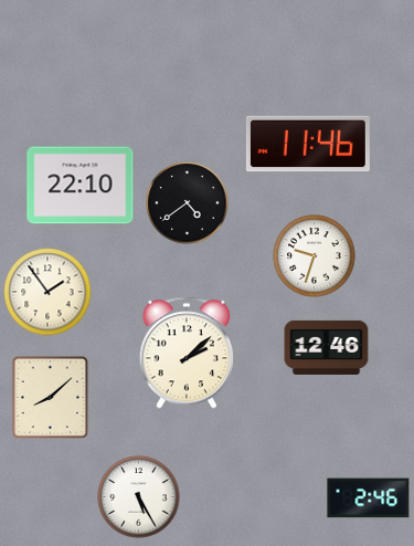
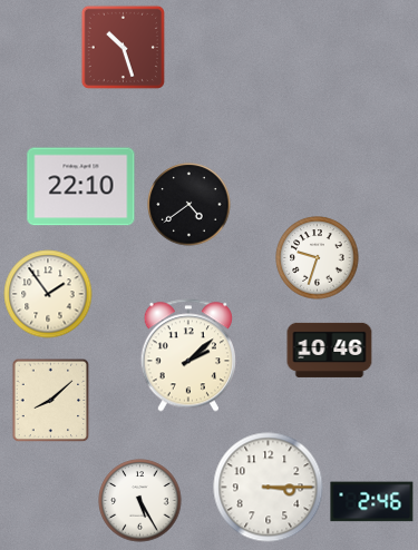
clock at (123, 47): none -> 10:27
clock at (308, 144): 11:46 -> none
clock at (327, 347): 12:46 -> 10:46
clock at (269, 488): none -> 3:15
